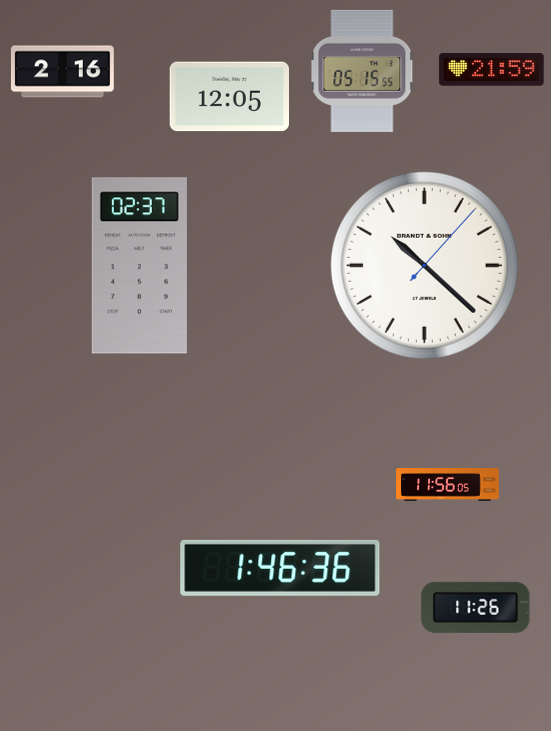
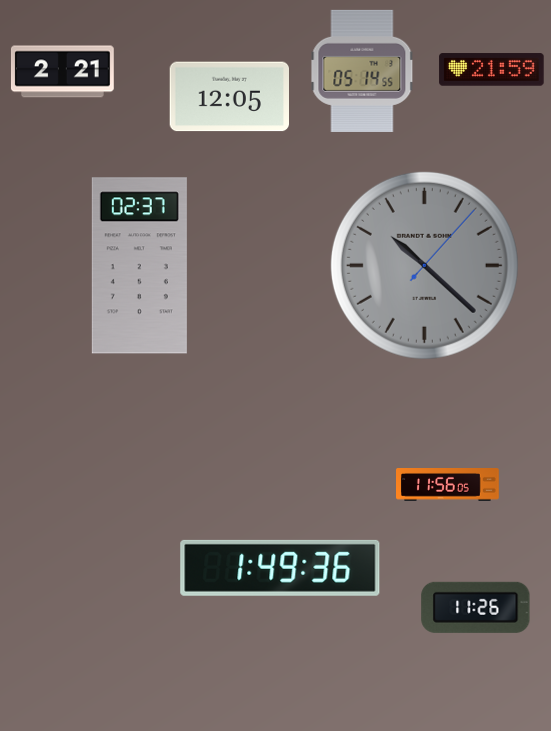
clock at (362, 71): 05:15 -> 05:14
clock at (63, 72): 2:16 -> 2:21
clock at (424, 265) dial: white -> grey
clock at (280, 568): 1:46 -> 1:49
